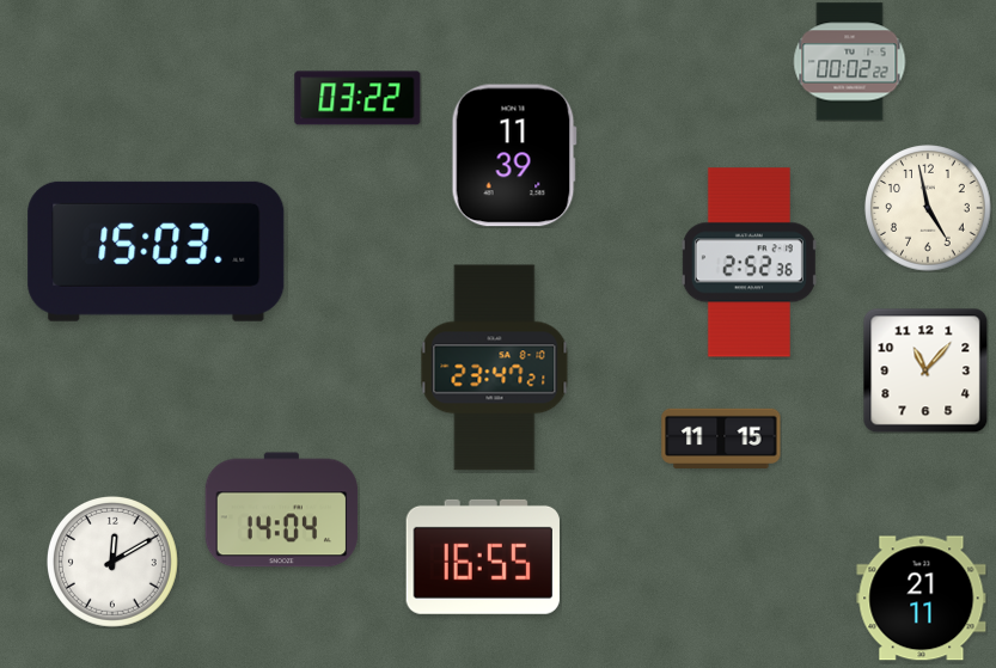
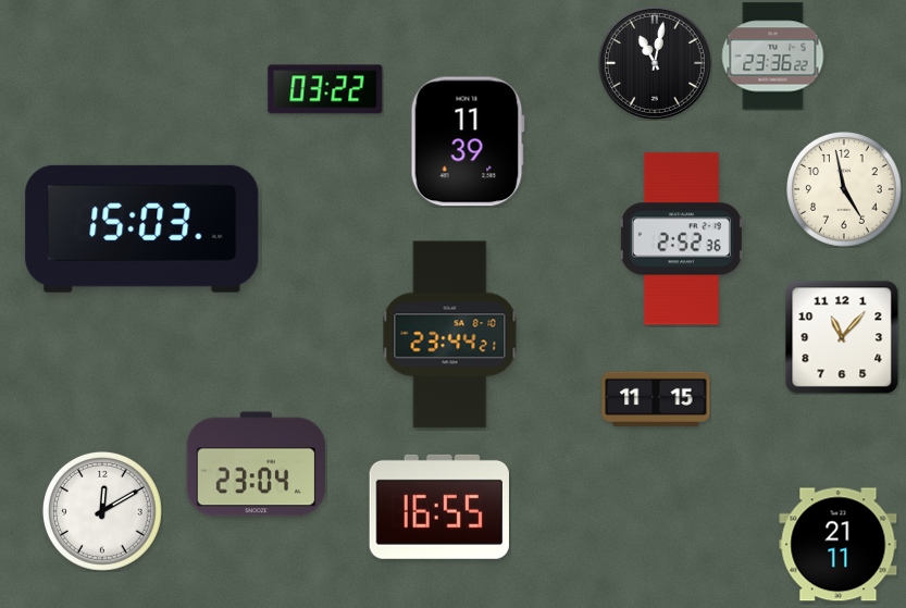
clock at (850, 62): 00:02 -> 23:36
clock at (655, 63): none -> 11:02
clock at (495, 368): 23:47 -> 23:44
clock at (282, 510): 14:04 -> 23:04
